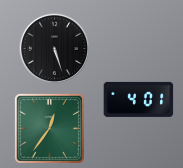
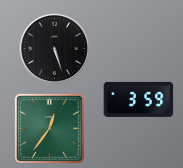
clock at (139, 99): 4:01 -> 3:59
